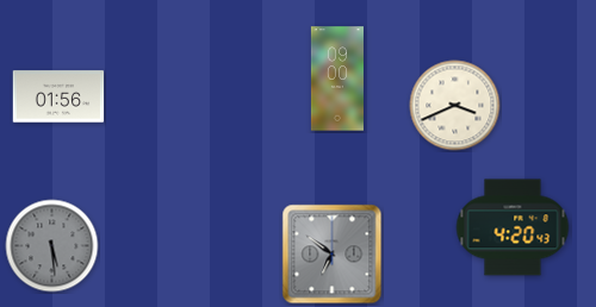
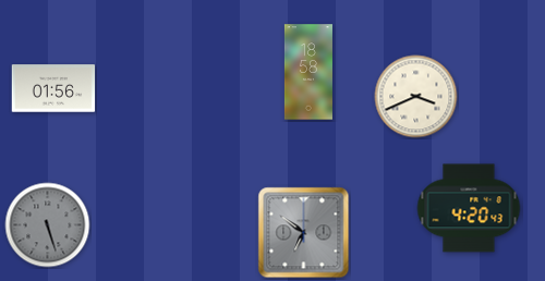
clock at (337, 79): 09:00 -> 18:58
clock at (52, 246): 5:29 -> 5:27
